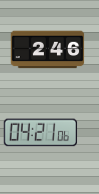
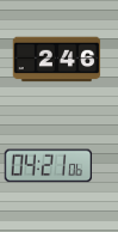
clock at (41, 133) position: (41, 133) -> (49, 166)
